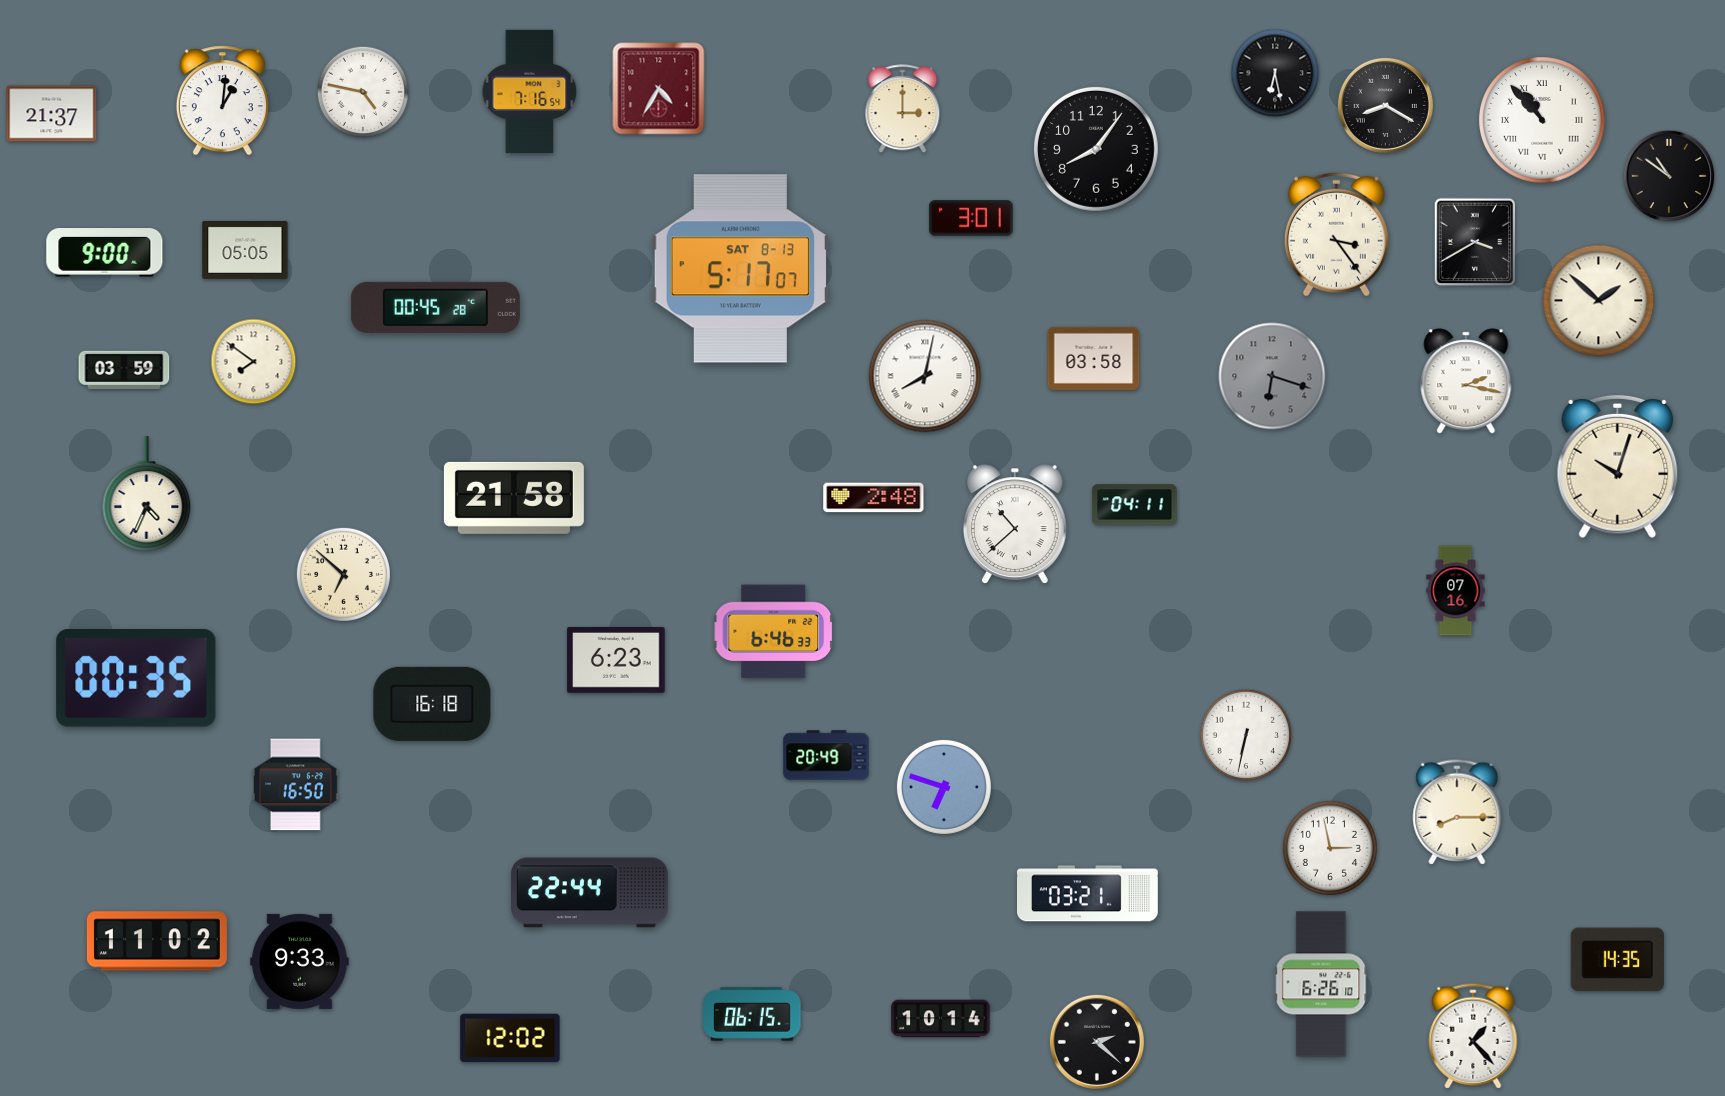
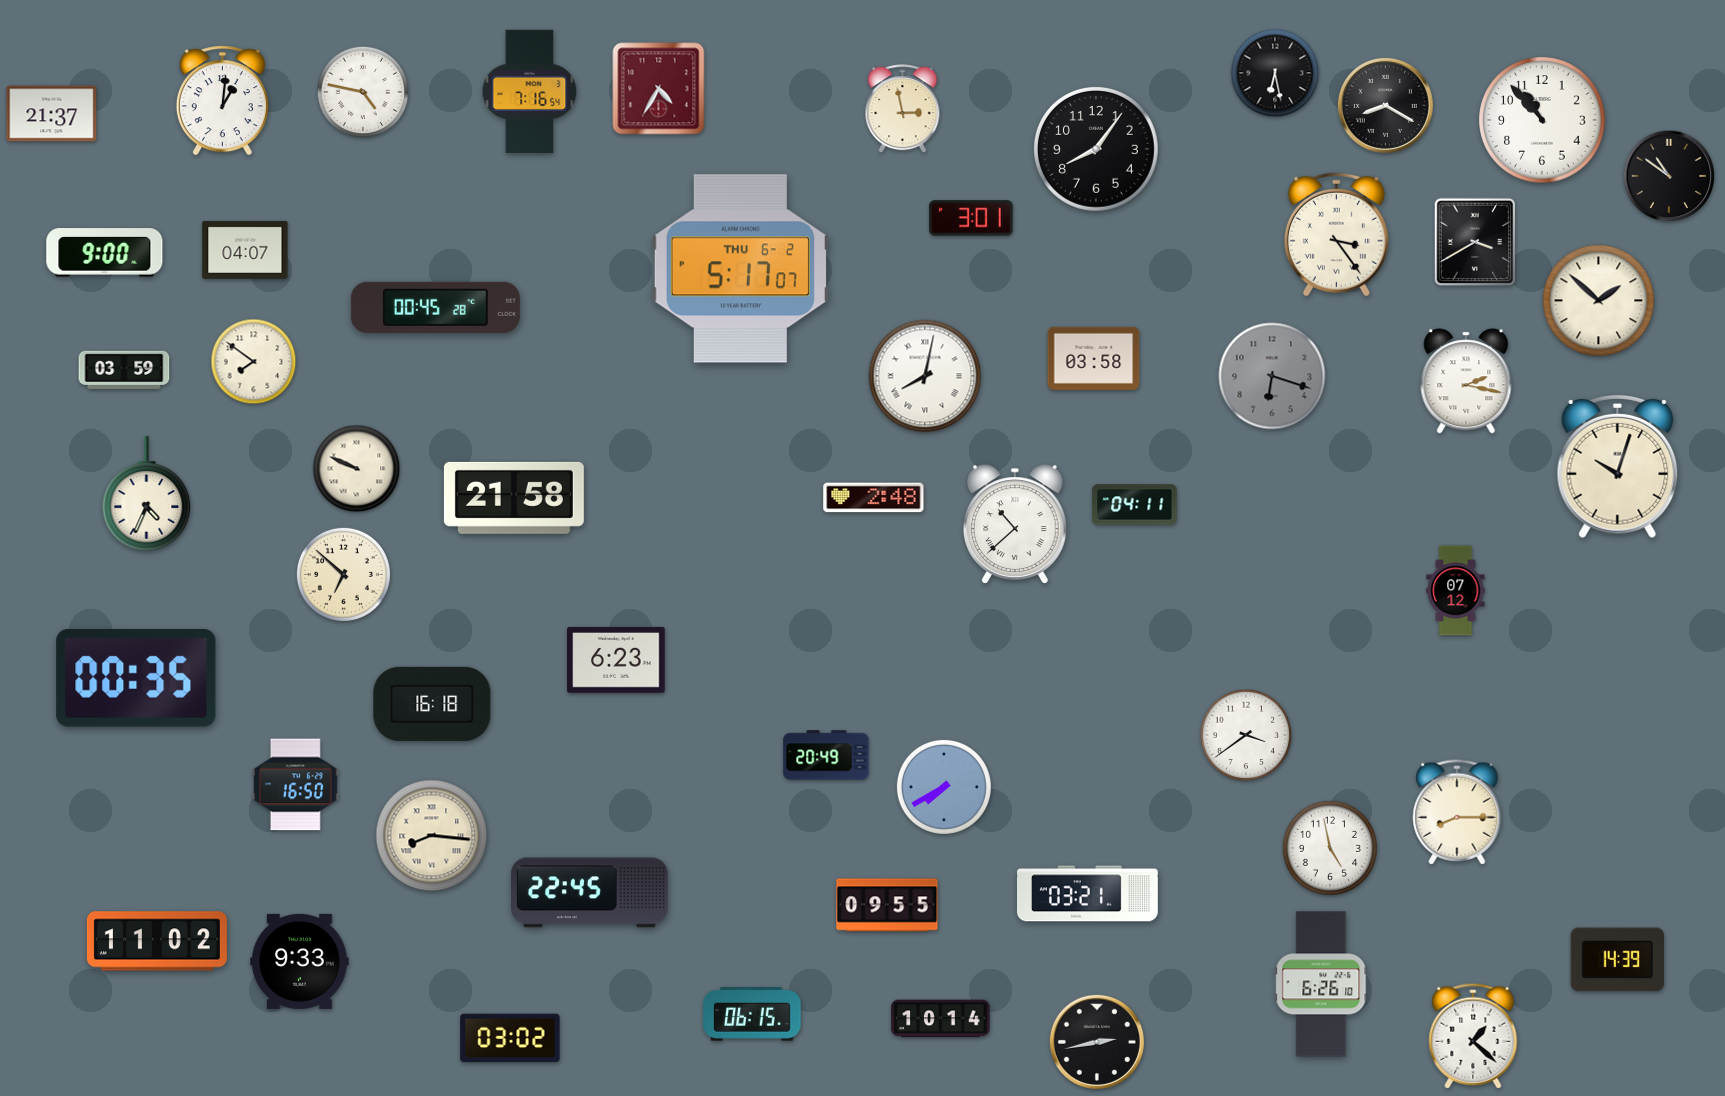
clock at (903, 109): 3:00 -> 2:58
clock at (1542, 120) numerals: Roman -> Arabic
clock at (245, 250): 05:05 -> 04:07
clock at (740, 269) date: SAT 8-13 -> THU 6-2
clock at (357, 469): none -> 9:49
clock at (1456, 591): 07:16 -> 07:12
clock at (774, 632): 6:46 -> none
clock at (1246, 735): 6:32 -> 3:39
clock at (944, 787): 6:48 -> 7:40
clock at (432, 836): none -> 8:16
clock at (1330, 848): 2:58 -> 4:58
clock at (590, 893): 22:44 -> 22:45
clock at (887, 905): none -> 09:55
clock at (1617, 960): 14:35 -> 14:39
clock at (1473, 1036): 1:23 -> 1:22
clock at (510, 1038): 12:02 -> 03:02
clock at (1097, 1042): 2:22 -> 2:43
